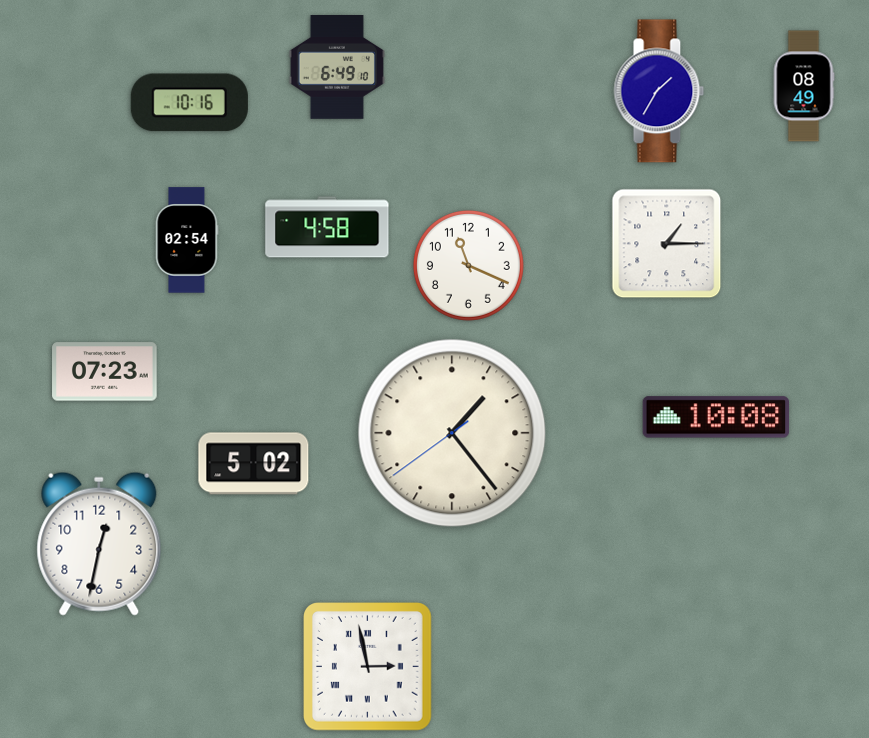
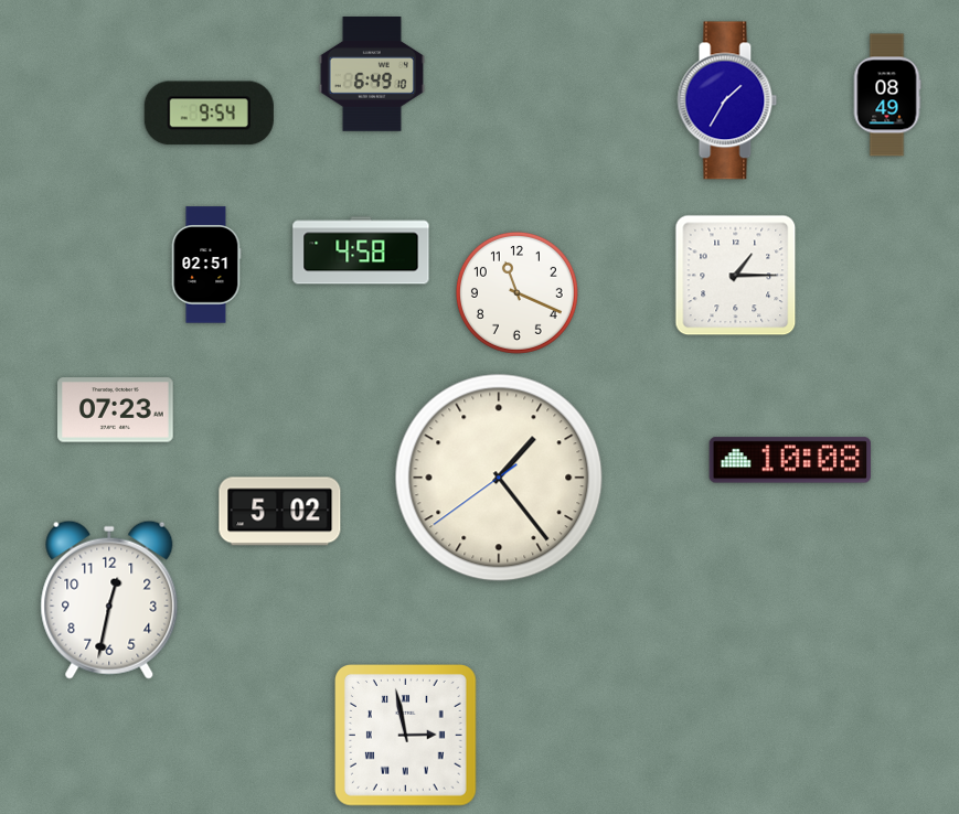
clock at (189, 103): 10:16 -> 9:54
clock at (187, 240): 02:54 -> 02:51
clock at (667, 244) position: (667, 244) -> (736, 276)
